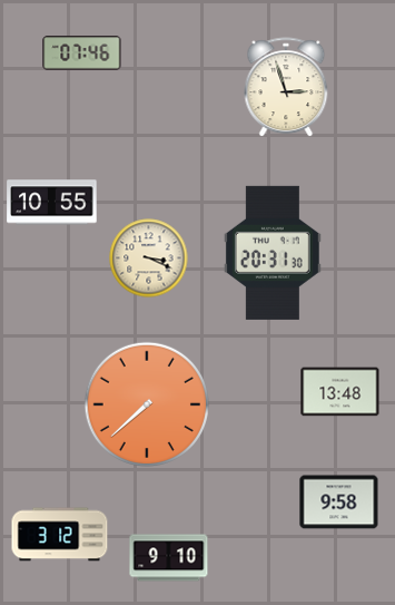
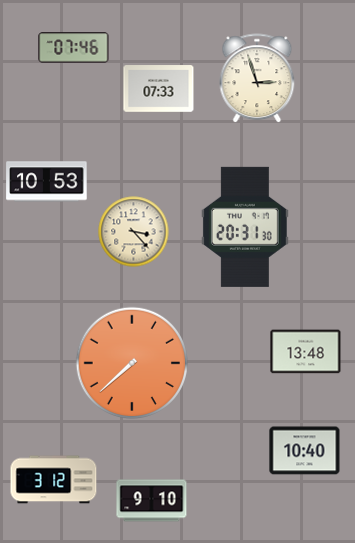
clock at (159, 89): none -> 07:33
clock at (52, 203): 10:55 -> 10:53
clock at (149, 258): 3:19 -> 3:23
clock at (339, 502): 9:58 -> 10:40
